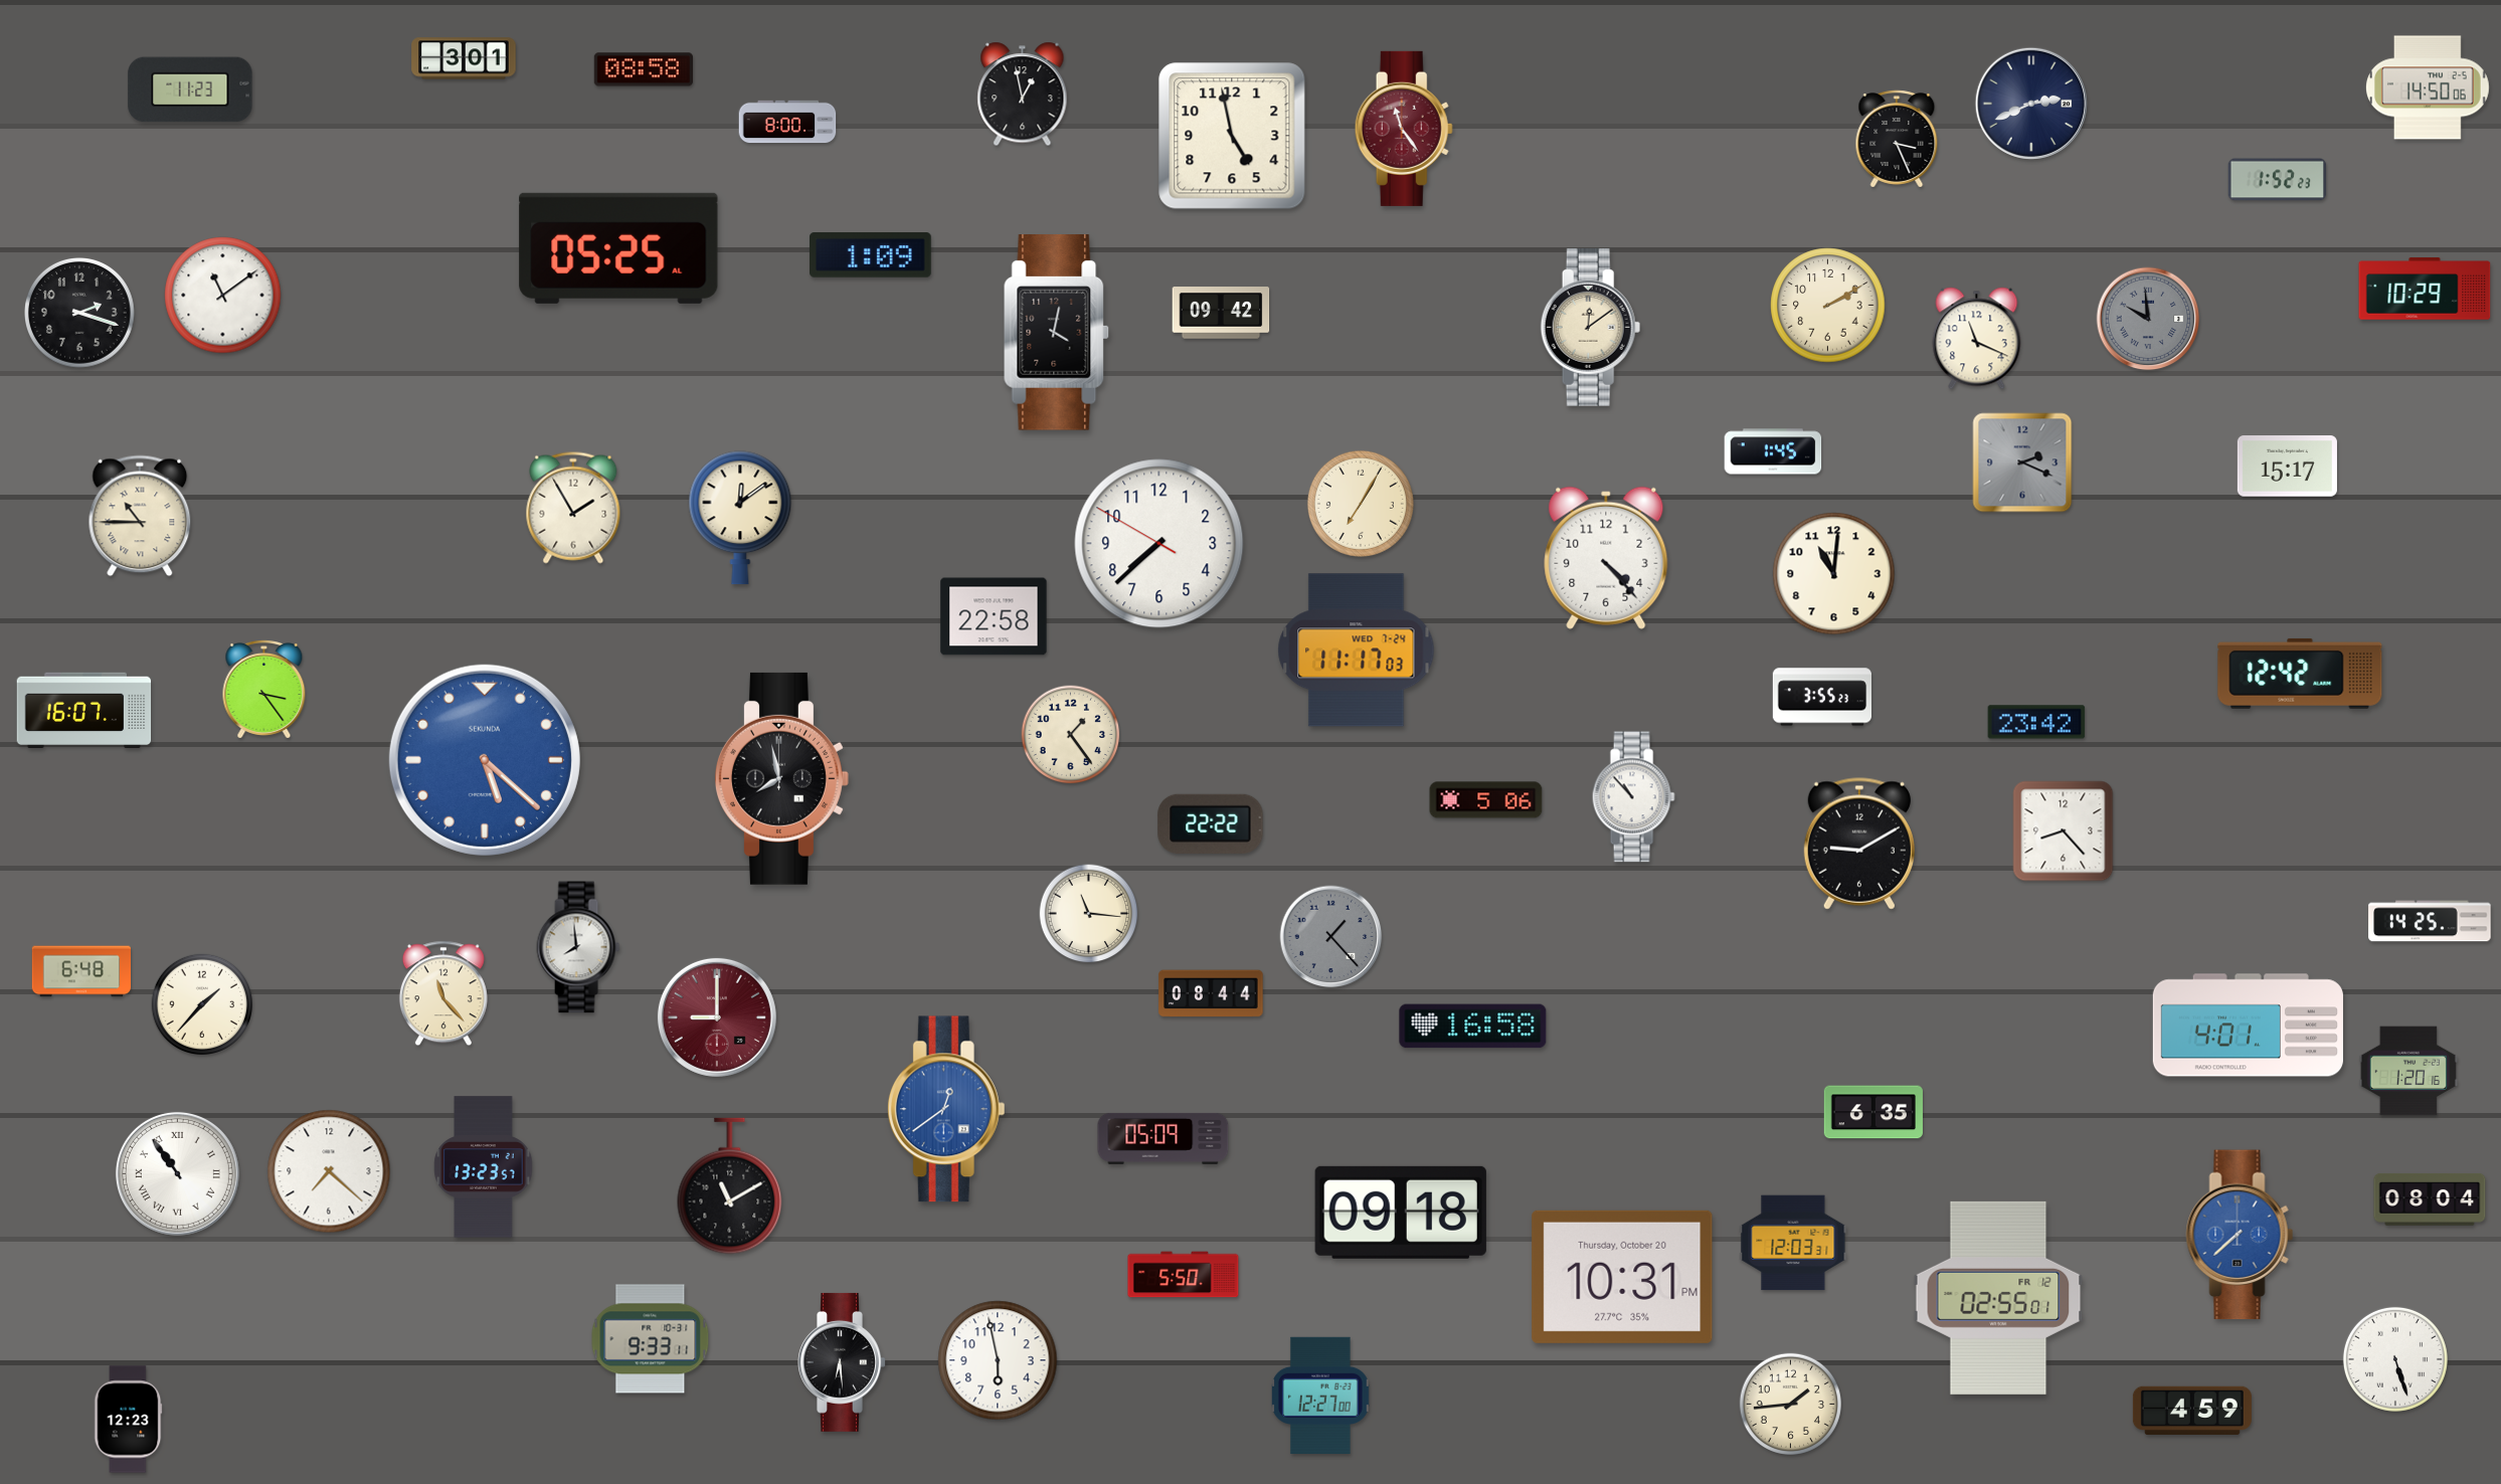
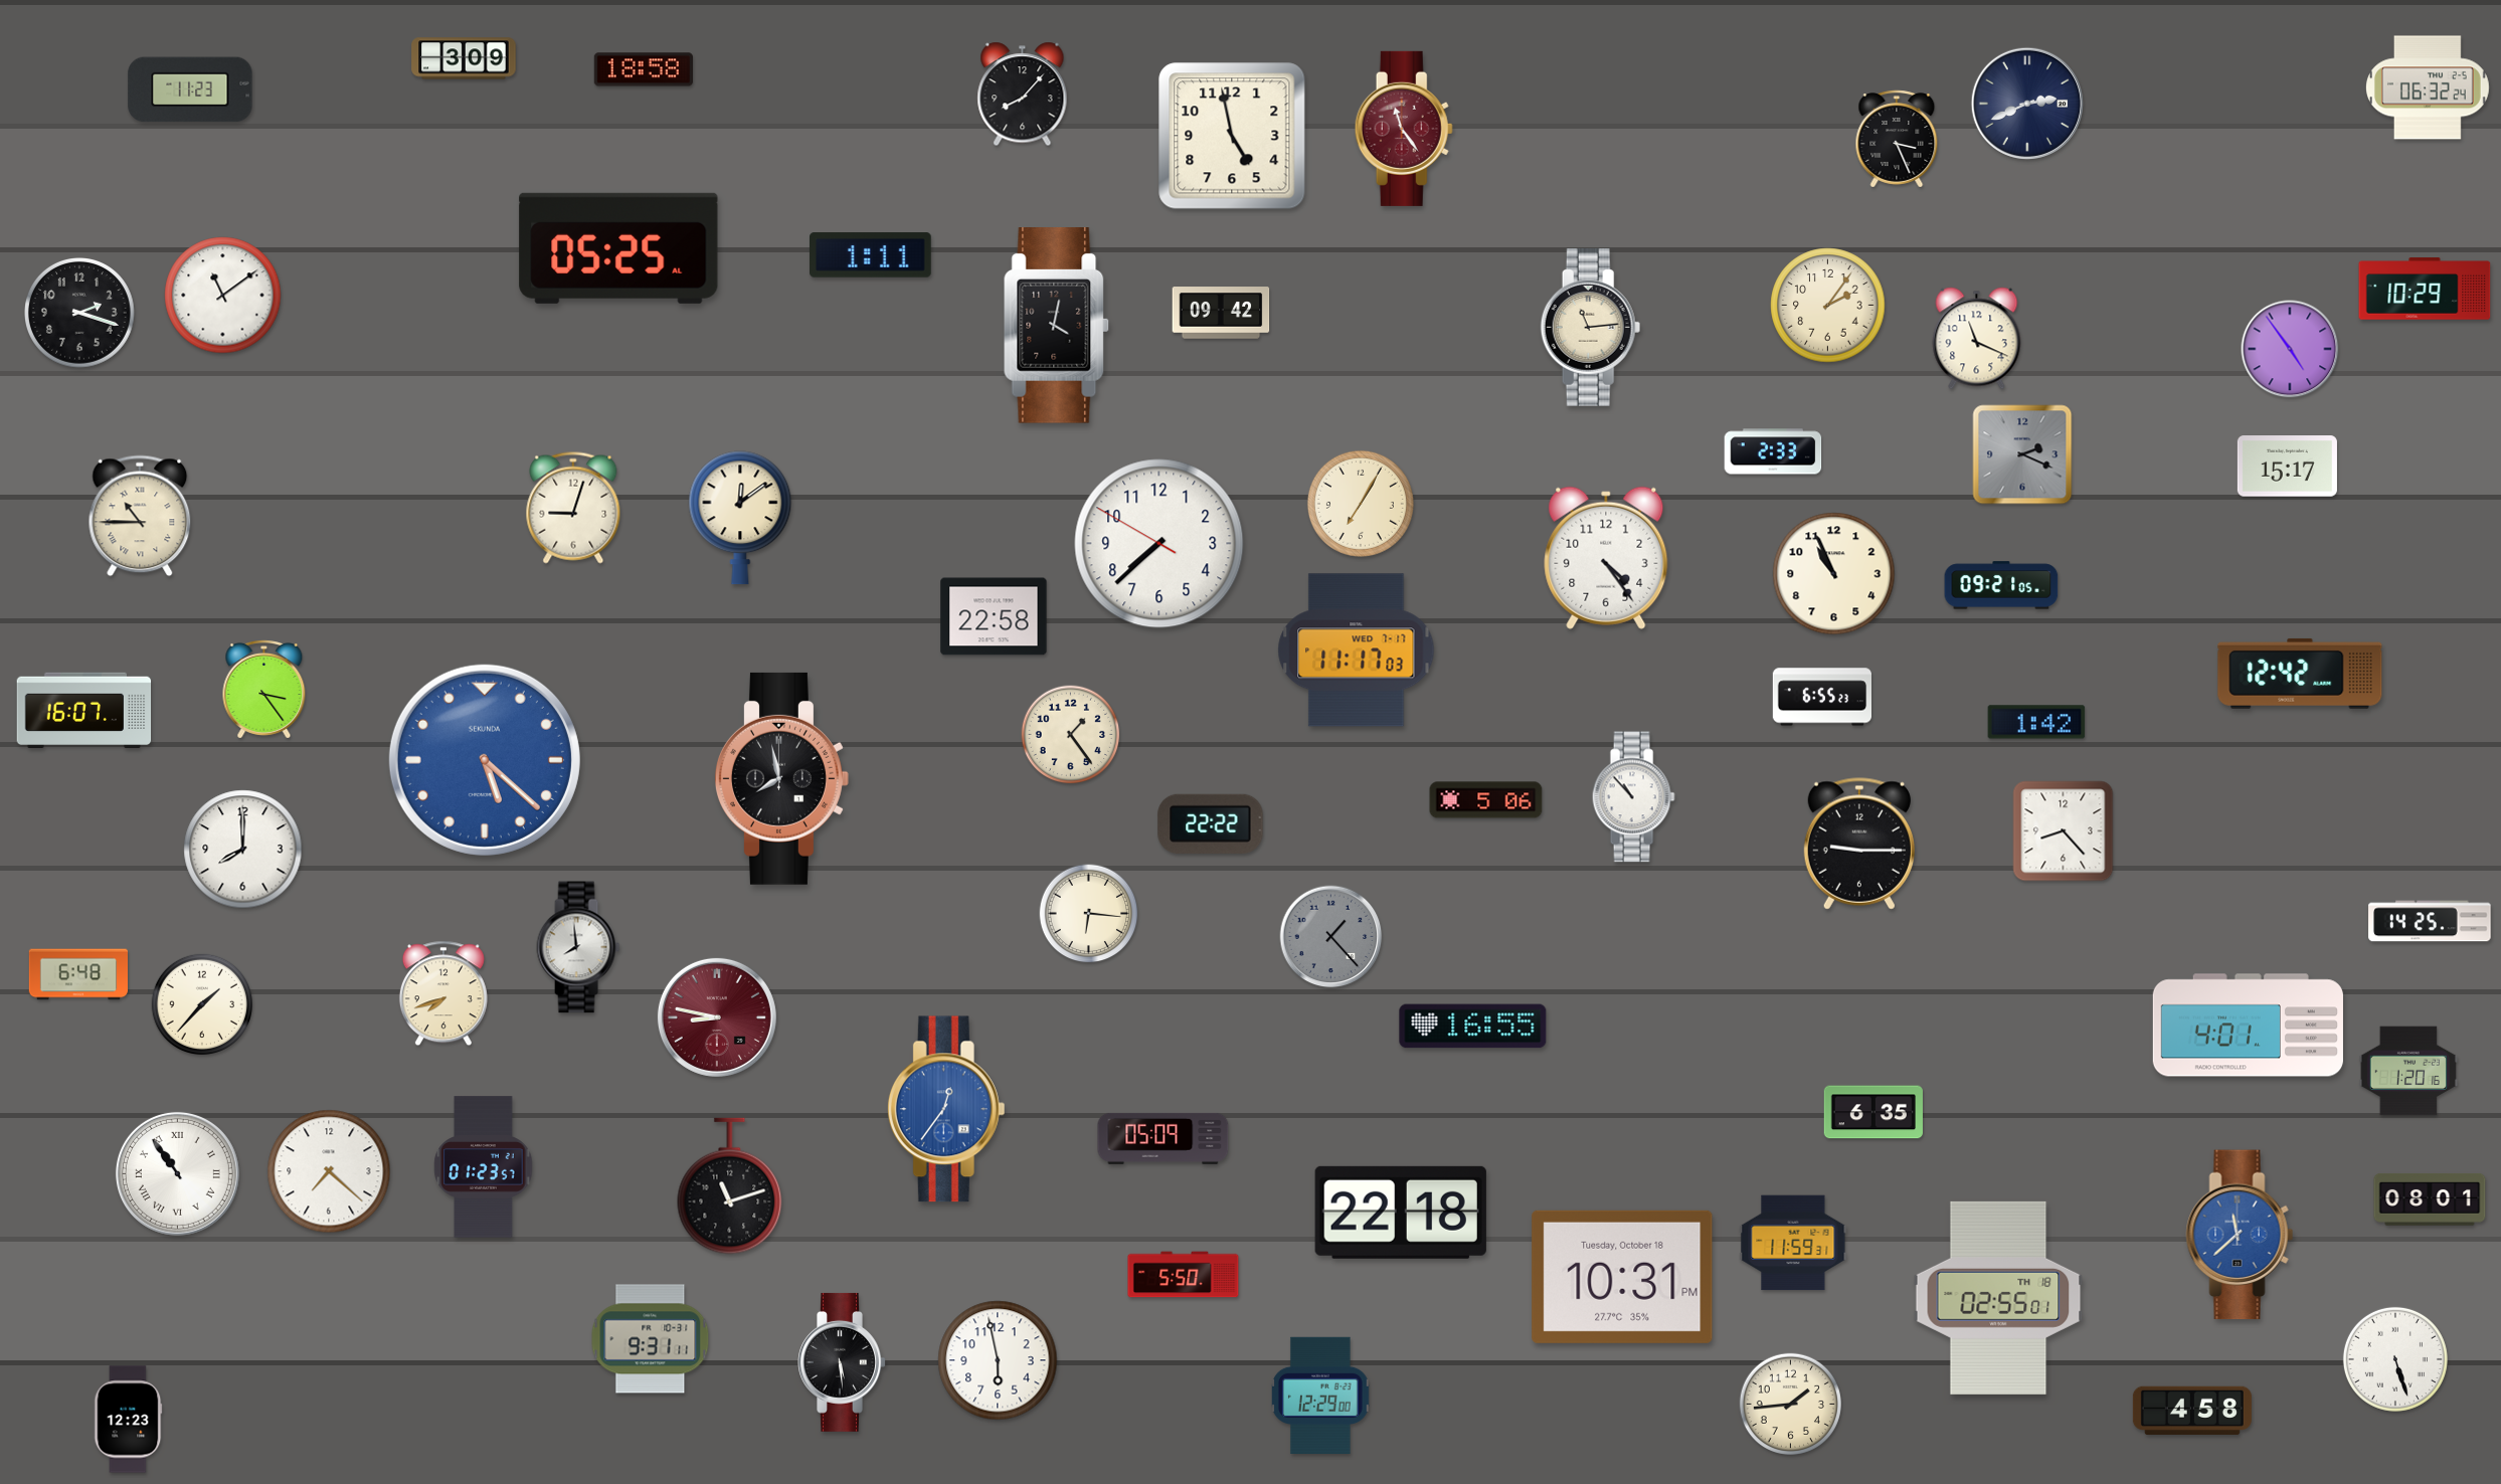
clock at (464, 58): 3:01 -> 3:09
clock at (644, 69): 08:58 -> 18:58
clock at (2428, 87): 14:50 -> 06:32
clock at (1023, 95): 12:58 -> 8:07
clock at (2031, 104) position: (2031, 104) -> (2027, 104)
clock at (787, 122): 8:00 -> none
clock at (2278, 180): 1:52 -> none
clock at (871, 255): 1:09 -> 1:11
clock at (1828, 306): 2:10 -> 2:06
clock at (2148, 319): 9:59 -> none
clock at (1591, 327): 12:09 -> 11:14
clock at (1056, 333) position: (1056, 333) -> (1056, 326)
clock at (2290, 349): none -> 4:54
clock at (1773, 451): 1:45 -> 2:33
clock at (2022, 462) position: (2022, 462) -> (2022, 454)
clock at (573, 508): 1:55 -> 9:03
clock at (1606, 558): 4:23 -> 4:24
clock at (1834, 574): 11:01 -> 10:56
clock at (2001, 585): none -> 09:21
clock at (1357, 651) date: WED 7-24 -> WED 7-17
clock at (1821, 697): 3:55 -> 6:55
clock at (2036, 722): 23:42 -> 1:42
clock at (1859, 844): 9:10 -> 9:15
clock at (243, 850): none -> 8:00
clock at (1089, 914): 11:16 -> 6:16
clock at (81, 971) position: (81, 971) -> (78, 974)
clock at (443, 993): 11:23 -> 7:42
clock at (1211, 993): 08:44 -> none
clock at (717, 1017): 9:00 -> 8:47
clock at (1473, 1027): 16:58 -> 16:55
clock at (946, 1109): 12:39 -> 12:36
clock at (484, 1167): 13:23 -> 01:23
clock at (730, 1186): 11:10 -> 11:12
clock at (2430, 1199): 08:04 -> 08:01
clock at (1401, 1213): 09:18 -> 22:18
clock at (2240, 1235): 7:38 -> 11:38
clock at (1793, 1243): 12:03 -> 11:59
clock at (1622, 1277) date: Thursday, October 20 -> Tuesday, October 18
clock at (1998, 1298) date: FR 12 -> TH 18
clock at (651, 1339): 9:33 -> 9:31
clock at (842, 1362): 6:29 -> 5:29
clock at (1321, 1395): 12:27 -> 12:29
clock at (2192, 1411): 4:59 -> 4:58
